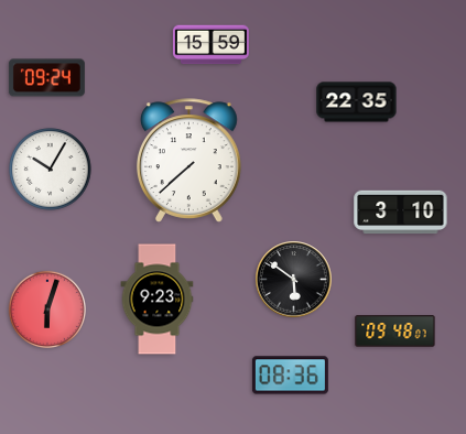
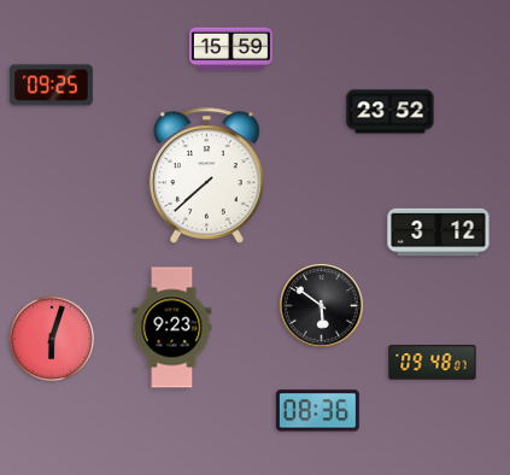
clock at (46, 78): 09:24 -> 09:25
clock at (357, 102): 22:35 -> 23:52
clock at (51, 170): 10:05 -> none
clock at (401, 213): 3:10 -> 3:12
